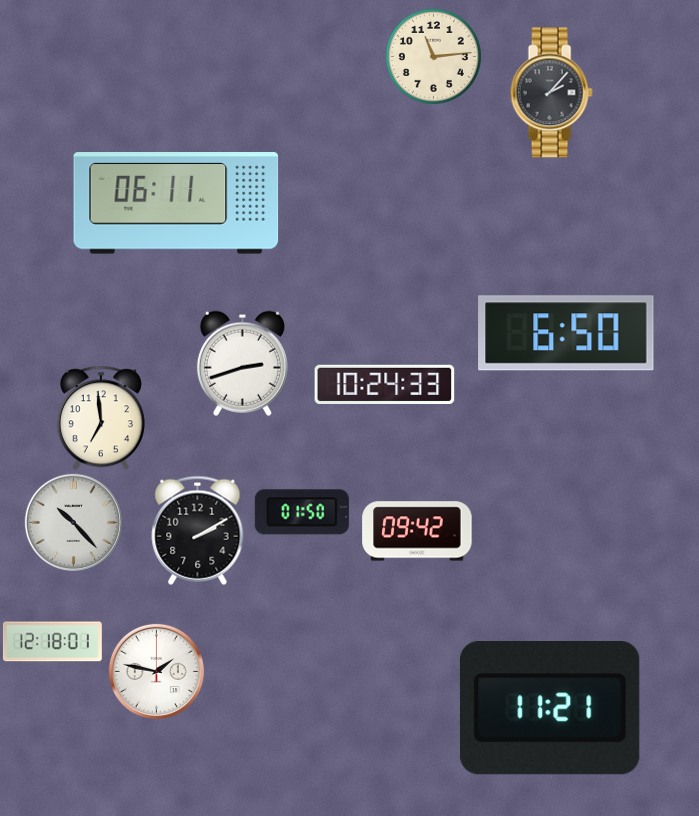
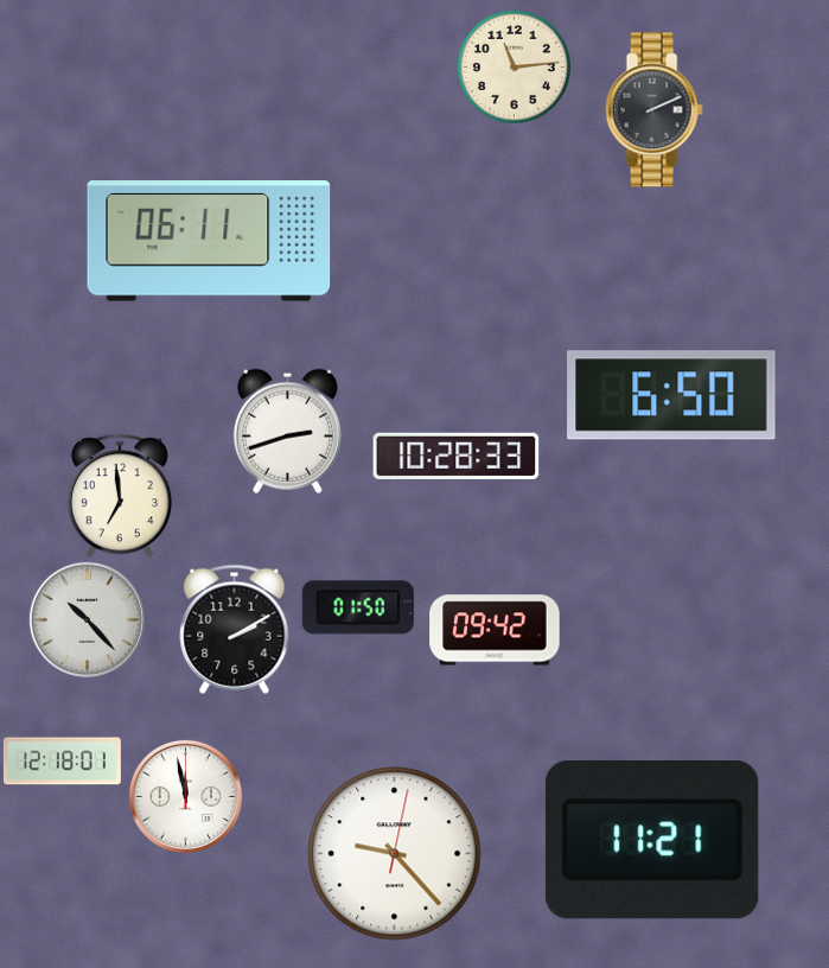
clock at (551, 93): 2:07 -> 2:11
clock at (385, 385): 10:24 -> 10:28
clock at (156, 671): 1:47 -> 11:58
clock at (395, 854): none -> 9:23
